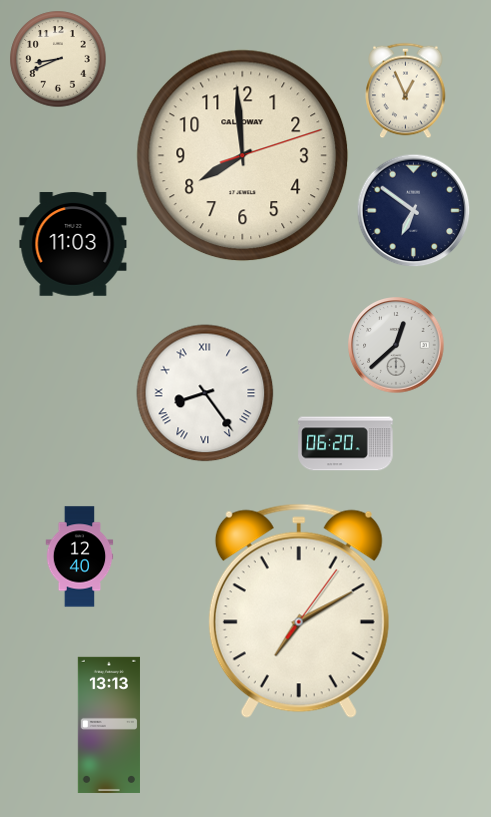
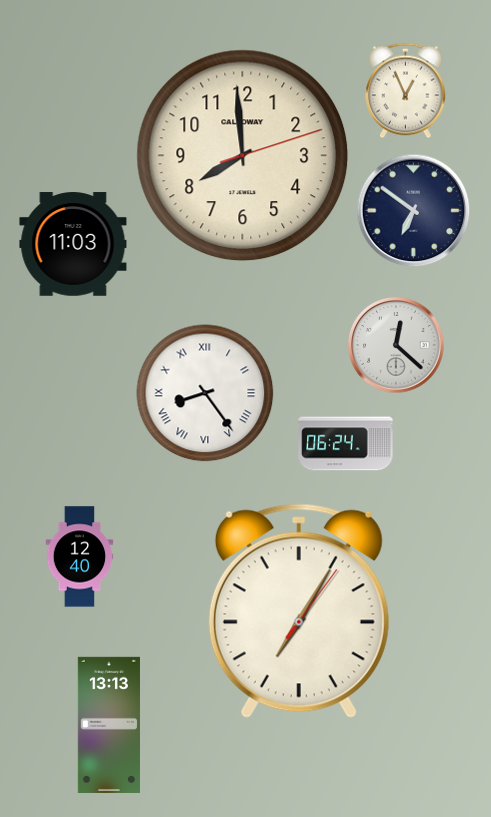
clock at (58, 59): 8:41 -> none
clock at (396, 345): 12:38 -> 12:22
clock at (346, 444): 06:20 -> 06:24
clock at (299, 611): 7:10 -> 7:05
